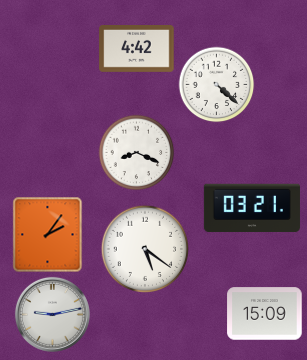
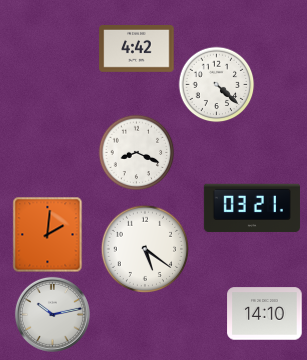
clock at (48, 235): 2:06 -> 2:01
clock at (52, 314): 9:13 -> 10:13
clock at (265, 314): 15:09 -> 14:10
